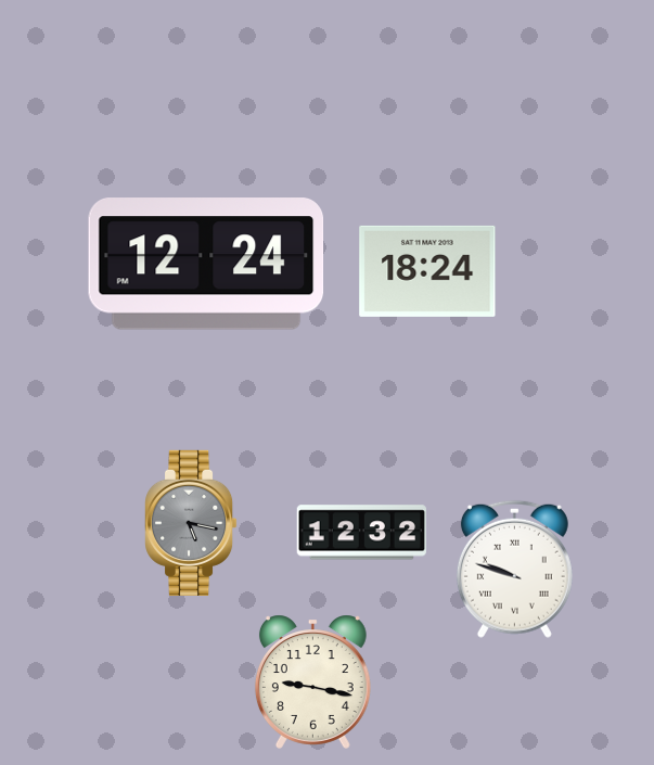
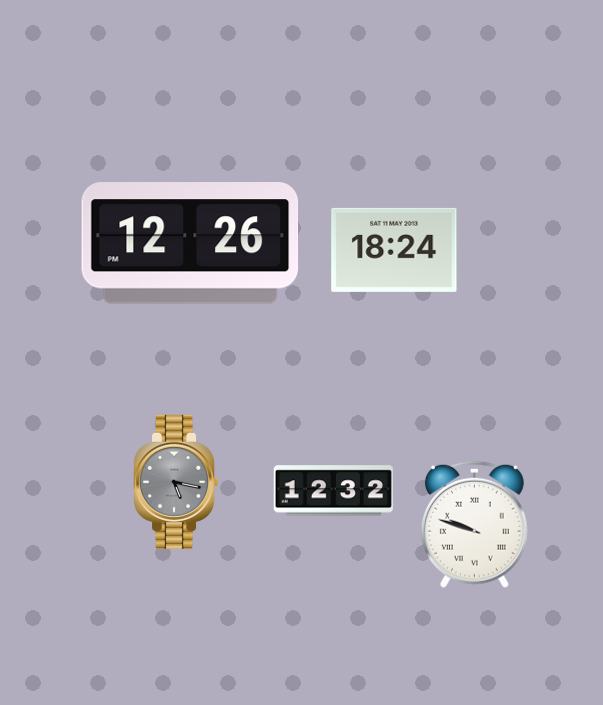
clock at (206, 264): 12:24 -> 12:26
clock at (312, 681): 9:17 -> none
